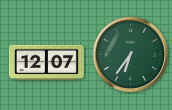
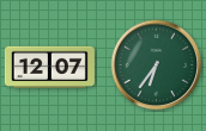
clock at (46, 62) position: (46, 62) -> (49, 67)
